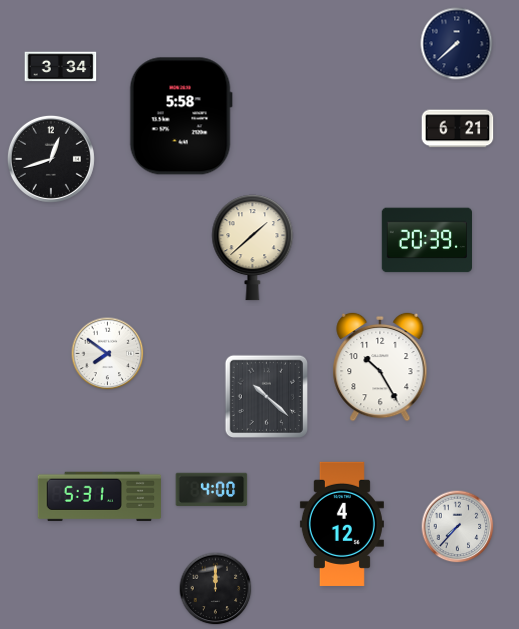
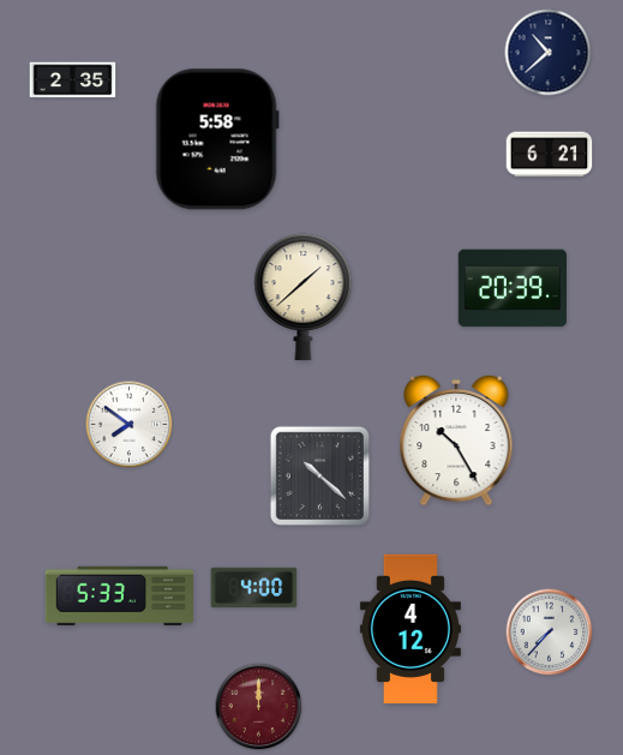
clock at (457, 44): 7:38 -> 10:38
clock at (61, 67): 3:34 -> 2:35
clock at (51, 159): 12:42 -> none
clock at (99, 497): 5:31 -> 5:33
clock at (216, 589) dial: black -> burgundy
